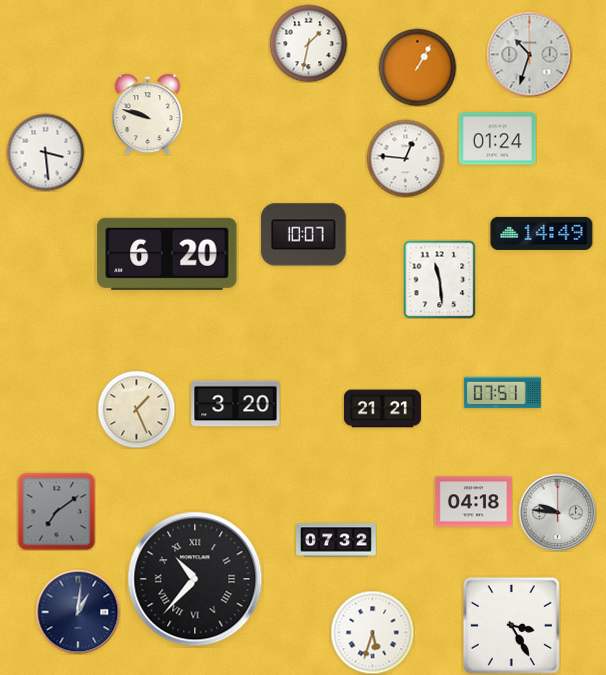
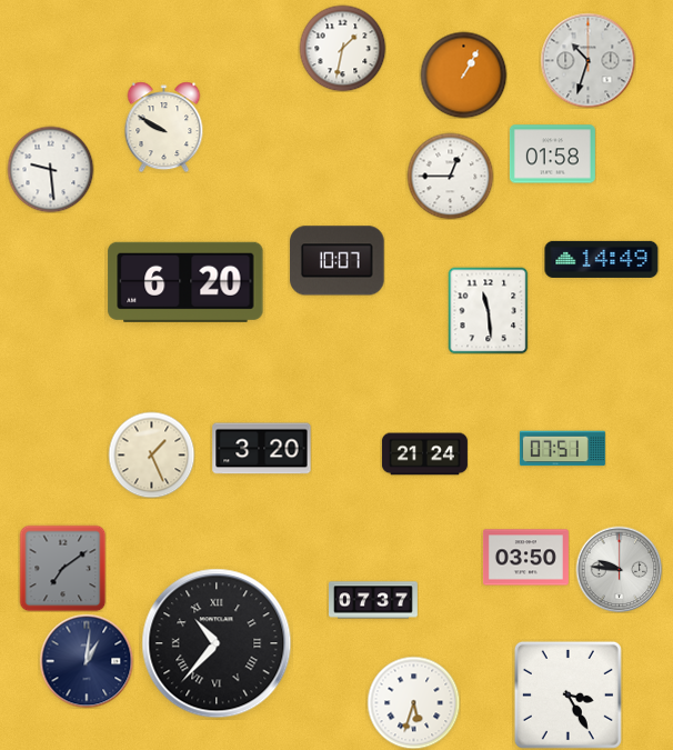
clock at (148, 114): 9:48 -> 9:50
clock at (497, 139): 01:24 -> 01:58
clock at (45, 152): 3:29 -> 9:29
clock at (405, 158): 12:46 -> 12:45
clock at (502, 393) position: (502, 393) -> (562, 449)
clock at (382, 409): 21:21 -> 21:24
clock at (473, 502): 04:18 -> 03:50
clock at (336, 540): 07:32 -> 07:37
clock at (78, 612) position: (78, 612) -> (87, 661)
